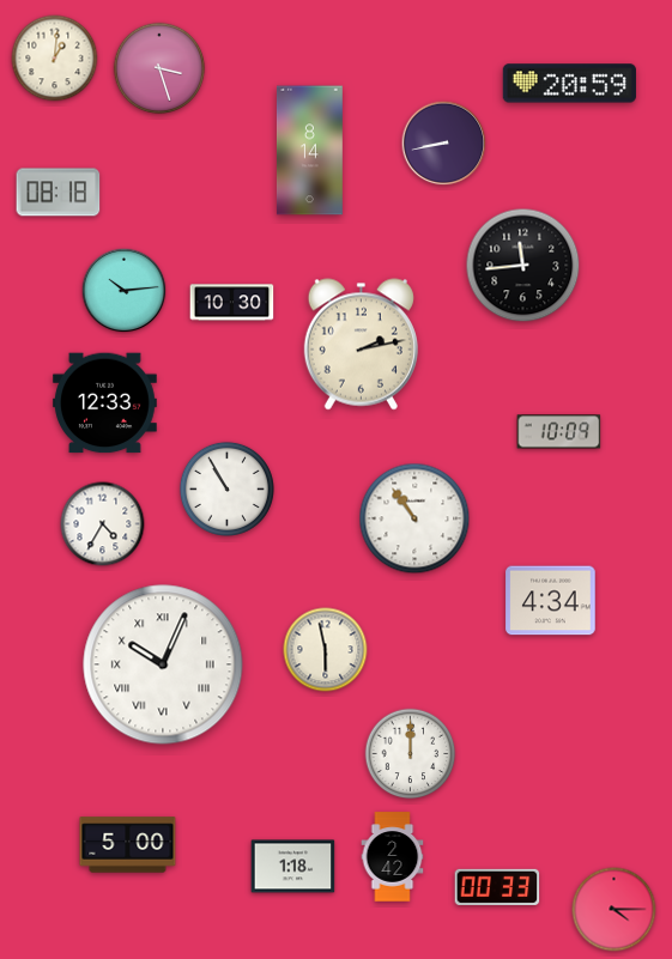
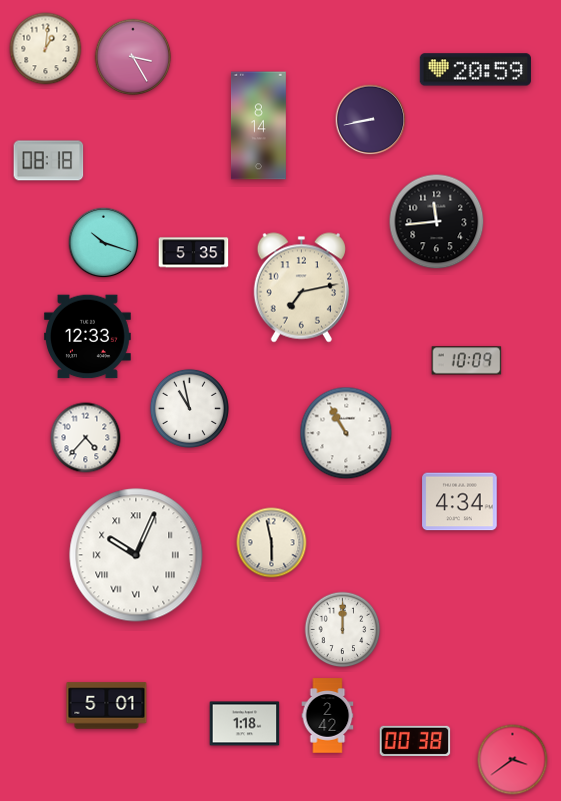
clock at (159, 68): 3:27 -> 3:25
clock at (125, 291): 10:14 -> 10:18
clock at (232, 303): 10:30 -> 5:35
clock at (361, 345): 2:13 -> 7:13
clock at (226, 488): 10:55 -> 10:58
clock at (414, 518): 10:54 -> 10:55
clock at (103, 524): 4:35 -> 4:37
clock at (128, 845): 5:00 -> 5:01
clock at (497, 887): 00:33 -> 00:38
clock at (615, 910): 4:15 -> 3:39
